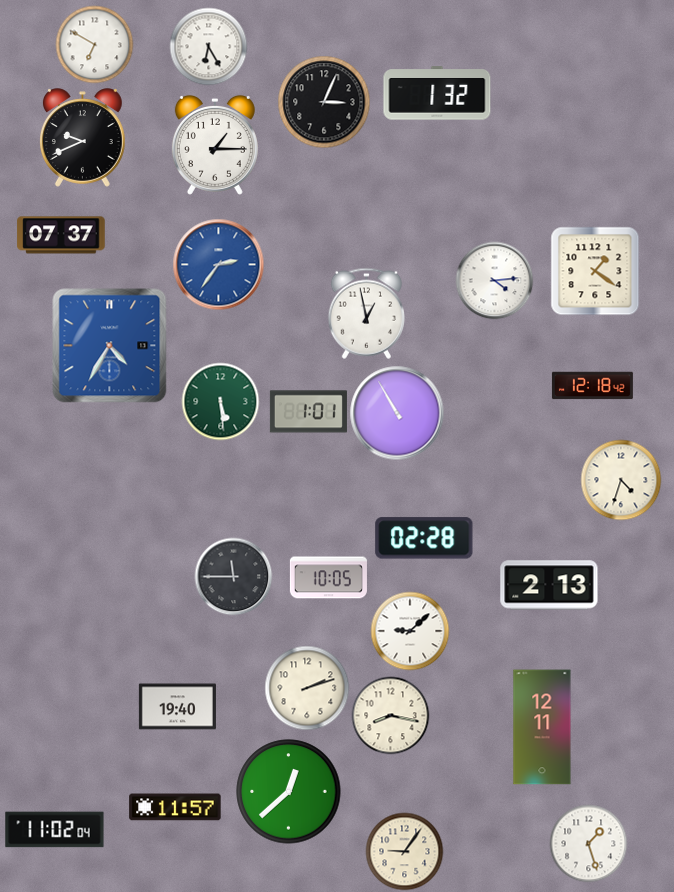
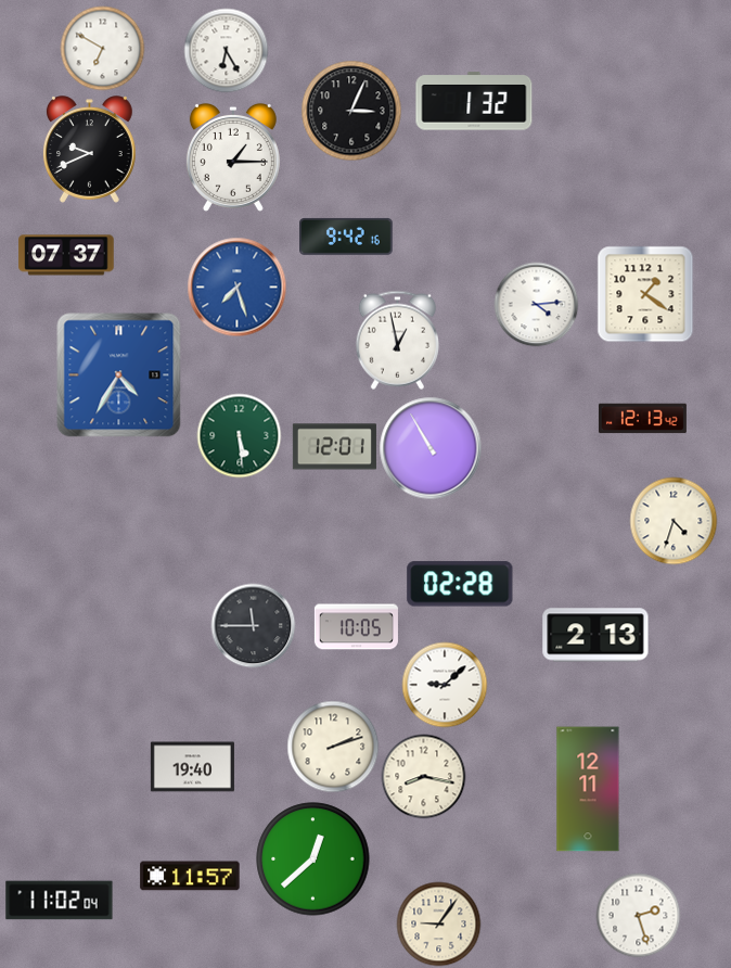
clock at (347, 237): none -> 9:42
clock at (218, 264): 2:36 -> 7:27
clock at (592, 386): 12:18 -> 12:13
clock at (308, 412): 1:01 -> 12:01
clock at (588, 843): 1:27 -> 2:27
